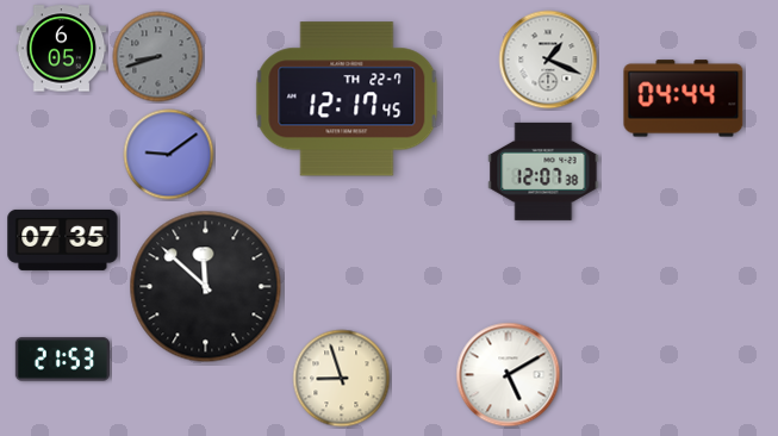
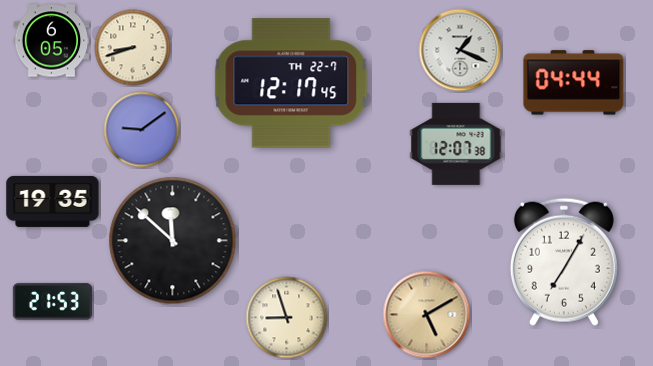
clock at (158, 57) dial: grey -> cream
clock at (63, 239): 07:35 -> 19:35
clock at (564, 262): none -> 7:05
clock at (509, 375) dial: white -> champagne
